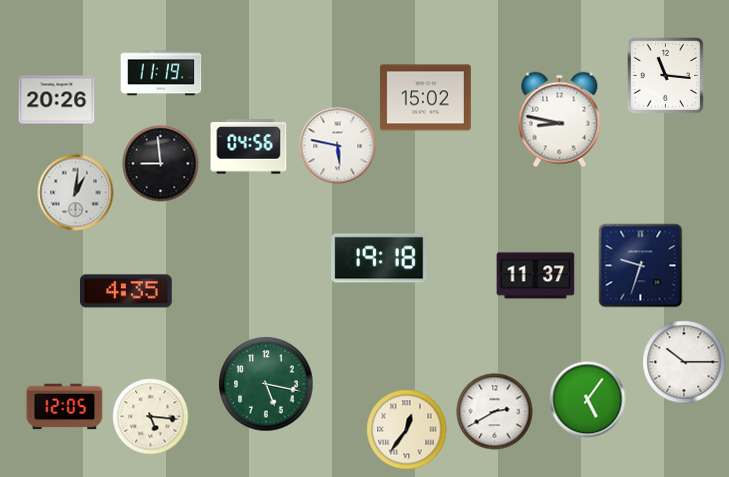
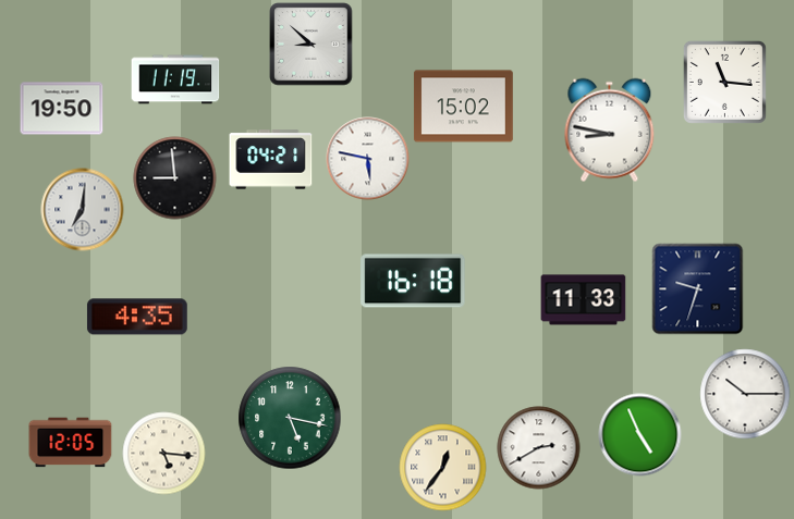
clock at (312, 45): none -> 8:52
clock at (57, 100): 20:26 -> 19:50
clock at (249, 147): 04:56 -> 04:21
clock at (76, 193): 1:01 -> 7:01
clock at (379, 258): 19:18 -> 16:18
clock at (536, 276): 11:37 -> 11:33
clock at (588, 400): 5:06 -> 4:56
